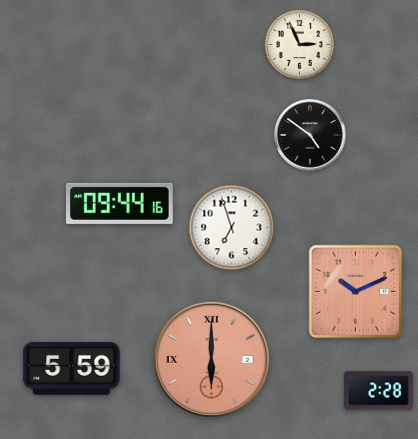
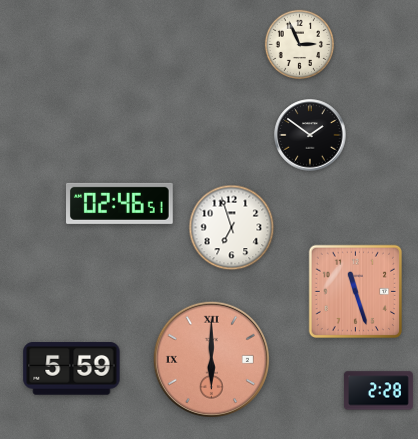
clock at (310, 135): 4:51 -> 1:51
clock at (120, 203): 09:44 -> 02:46
clock at (355, 291): 10:11 -> 11:27
